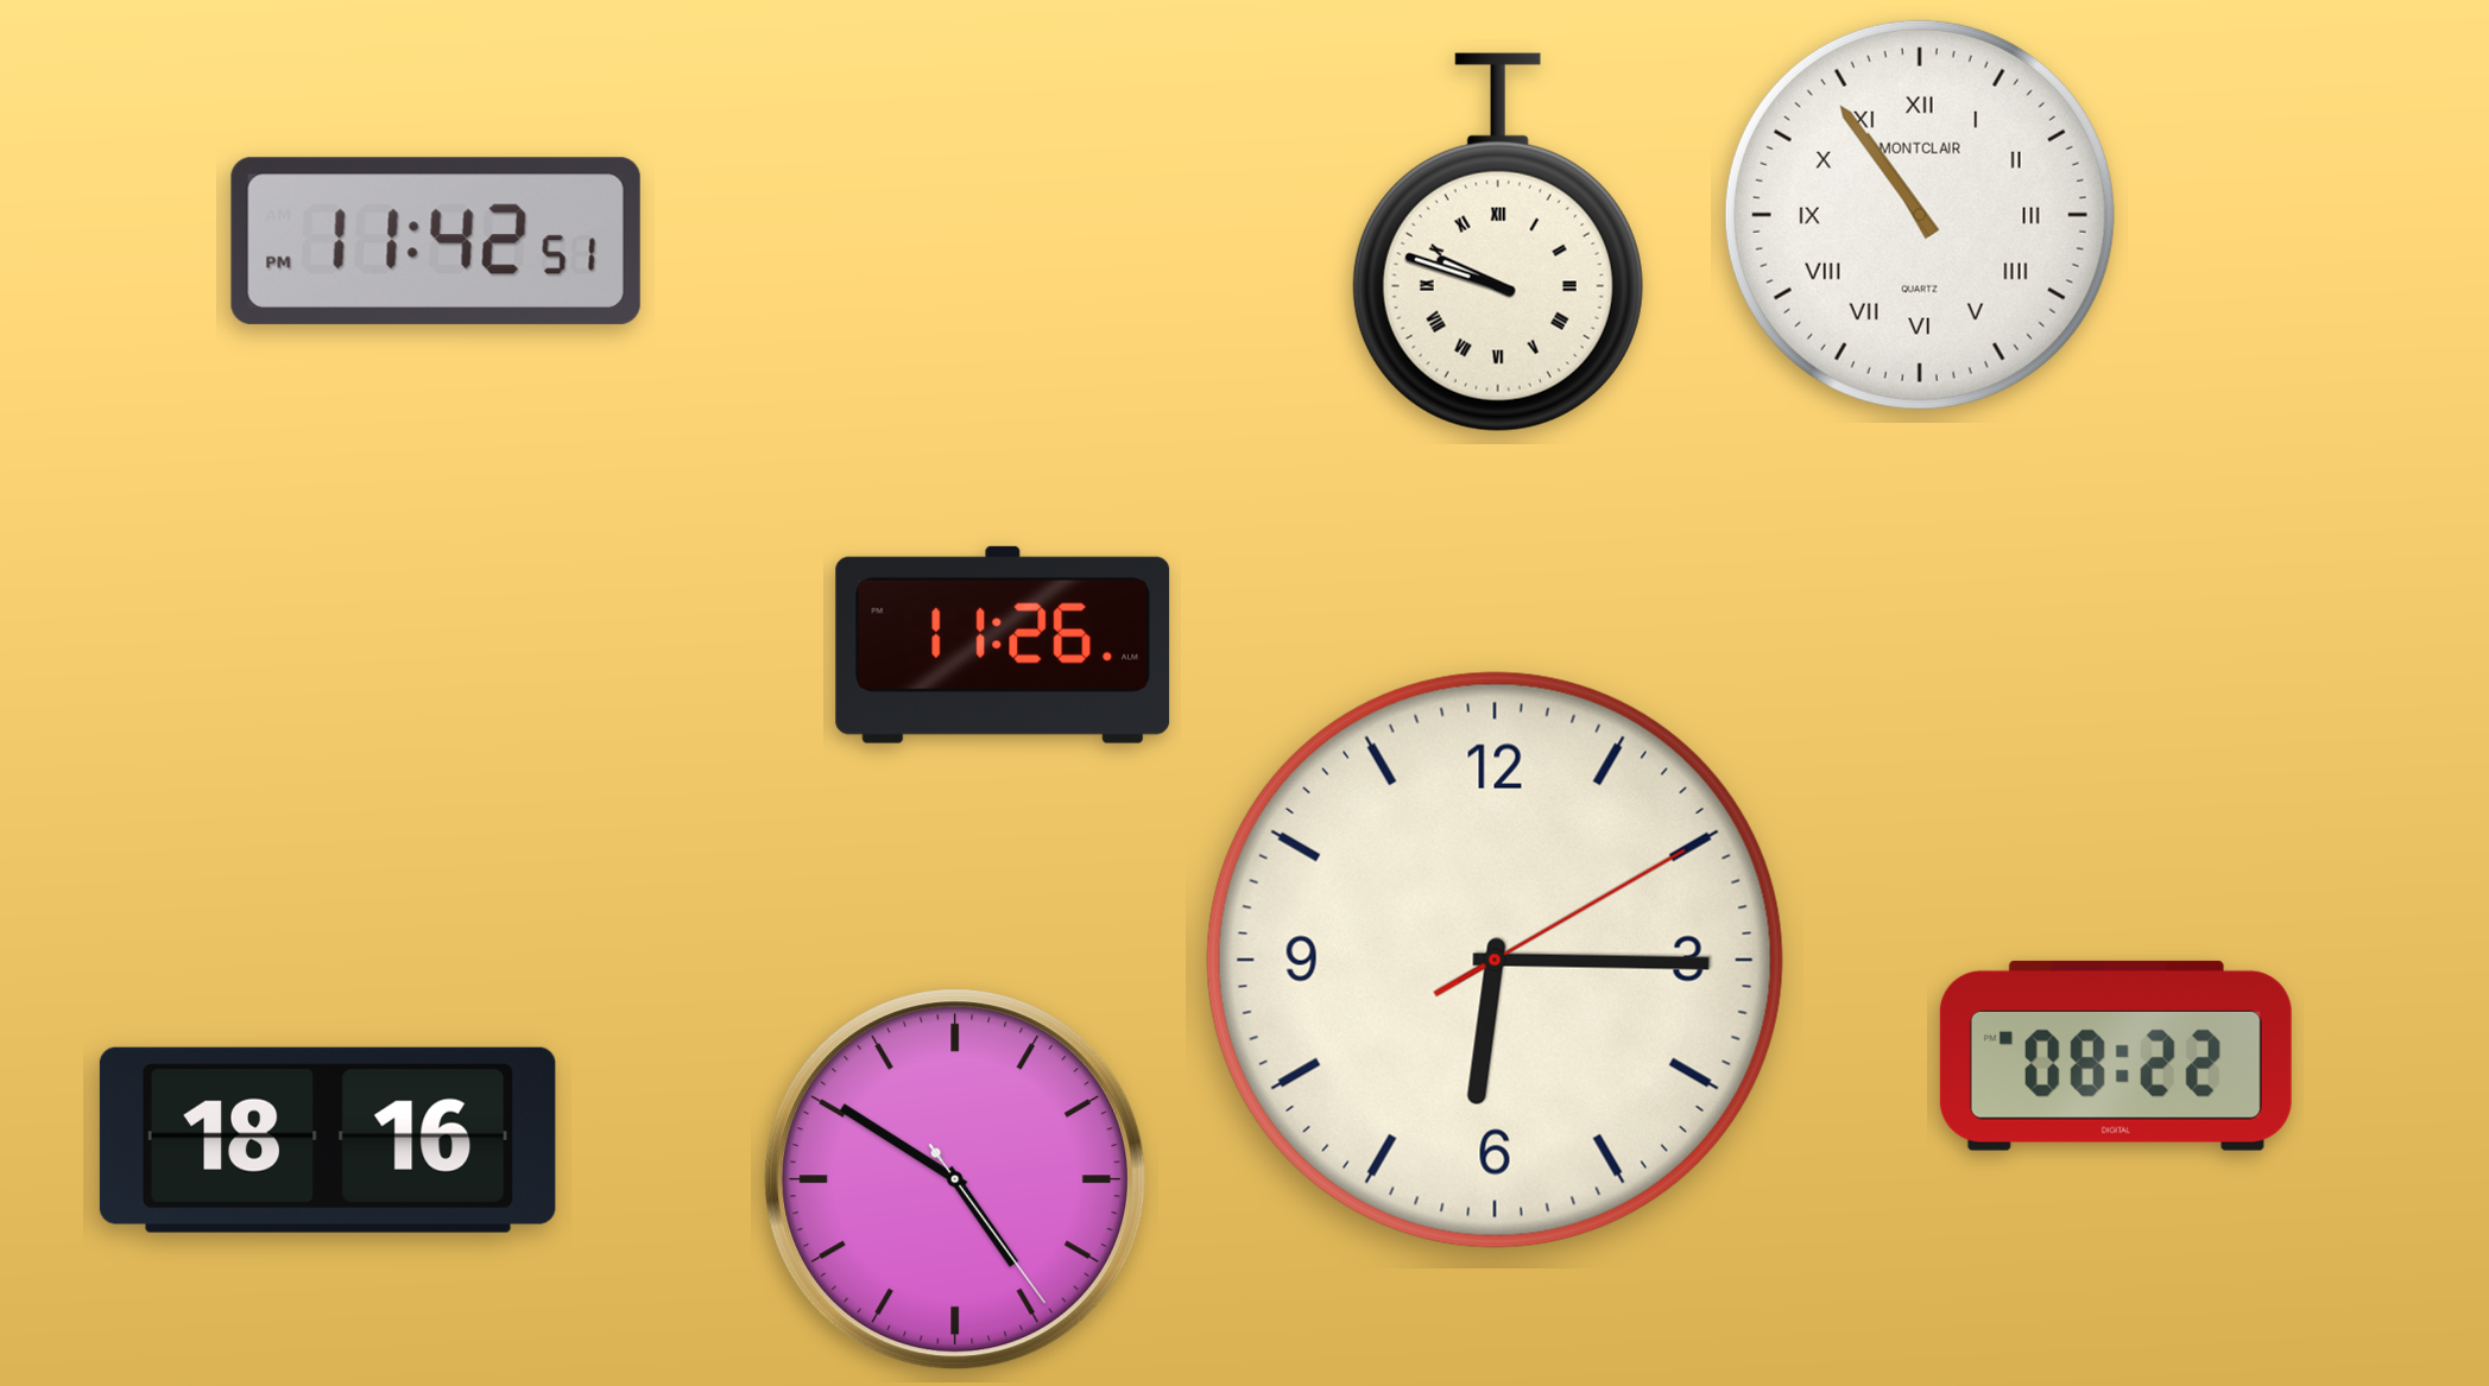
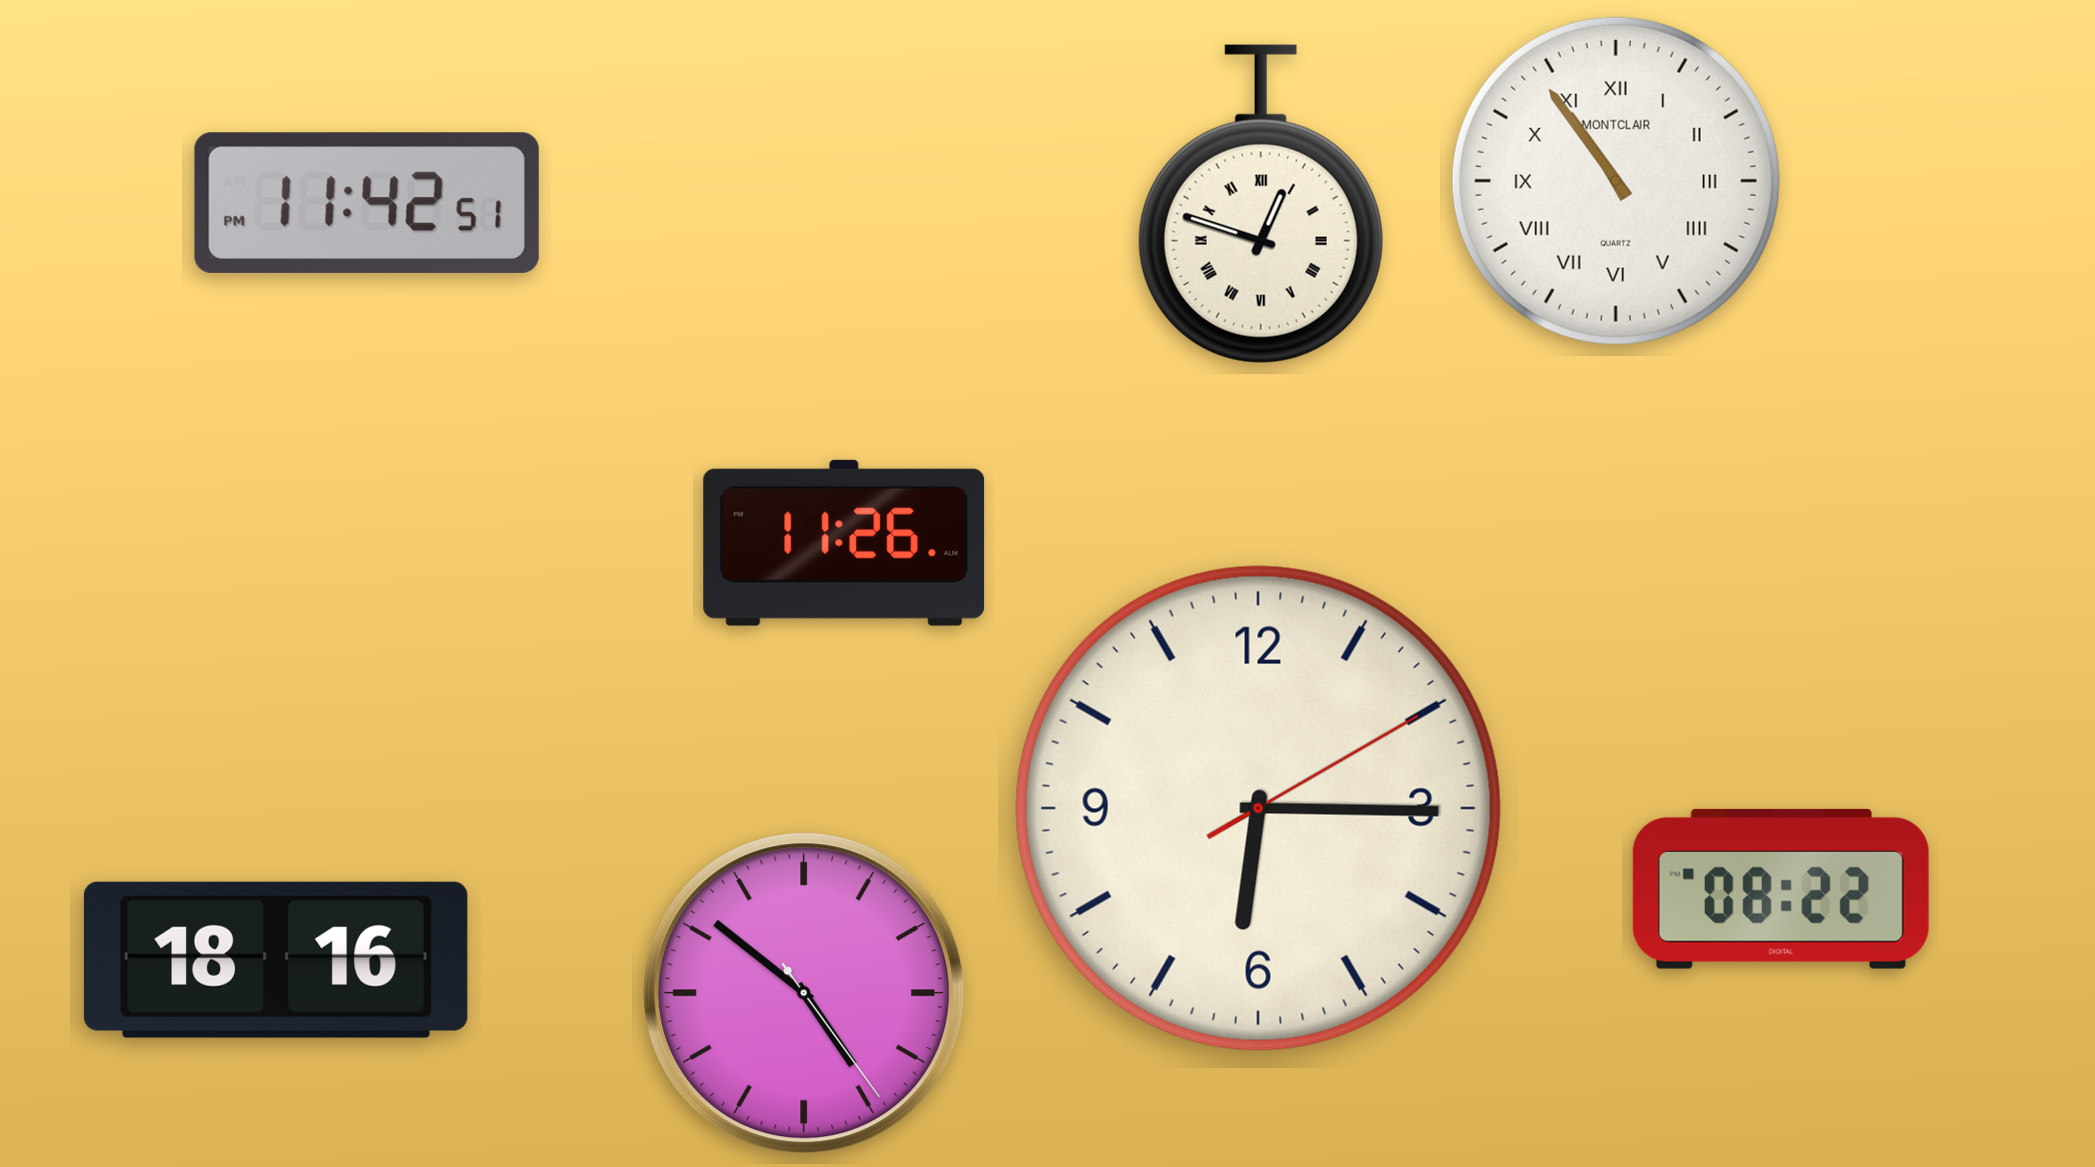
clock at (1498, 242): 9:48 -> 12:48
clock at (955, 1179): 4:50 -> 4:51
